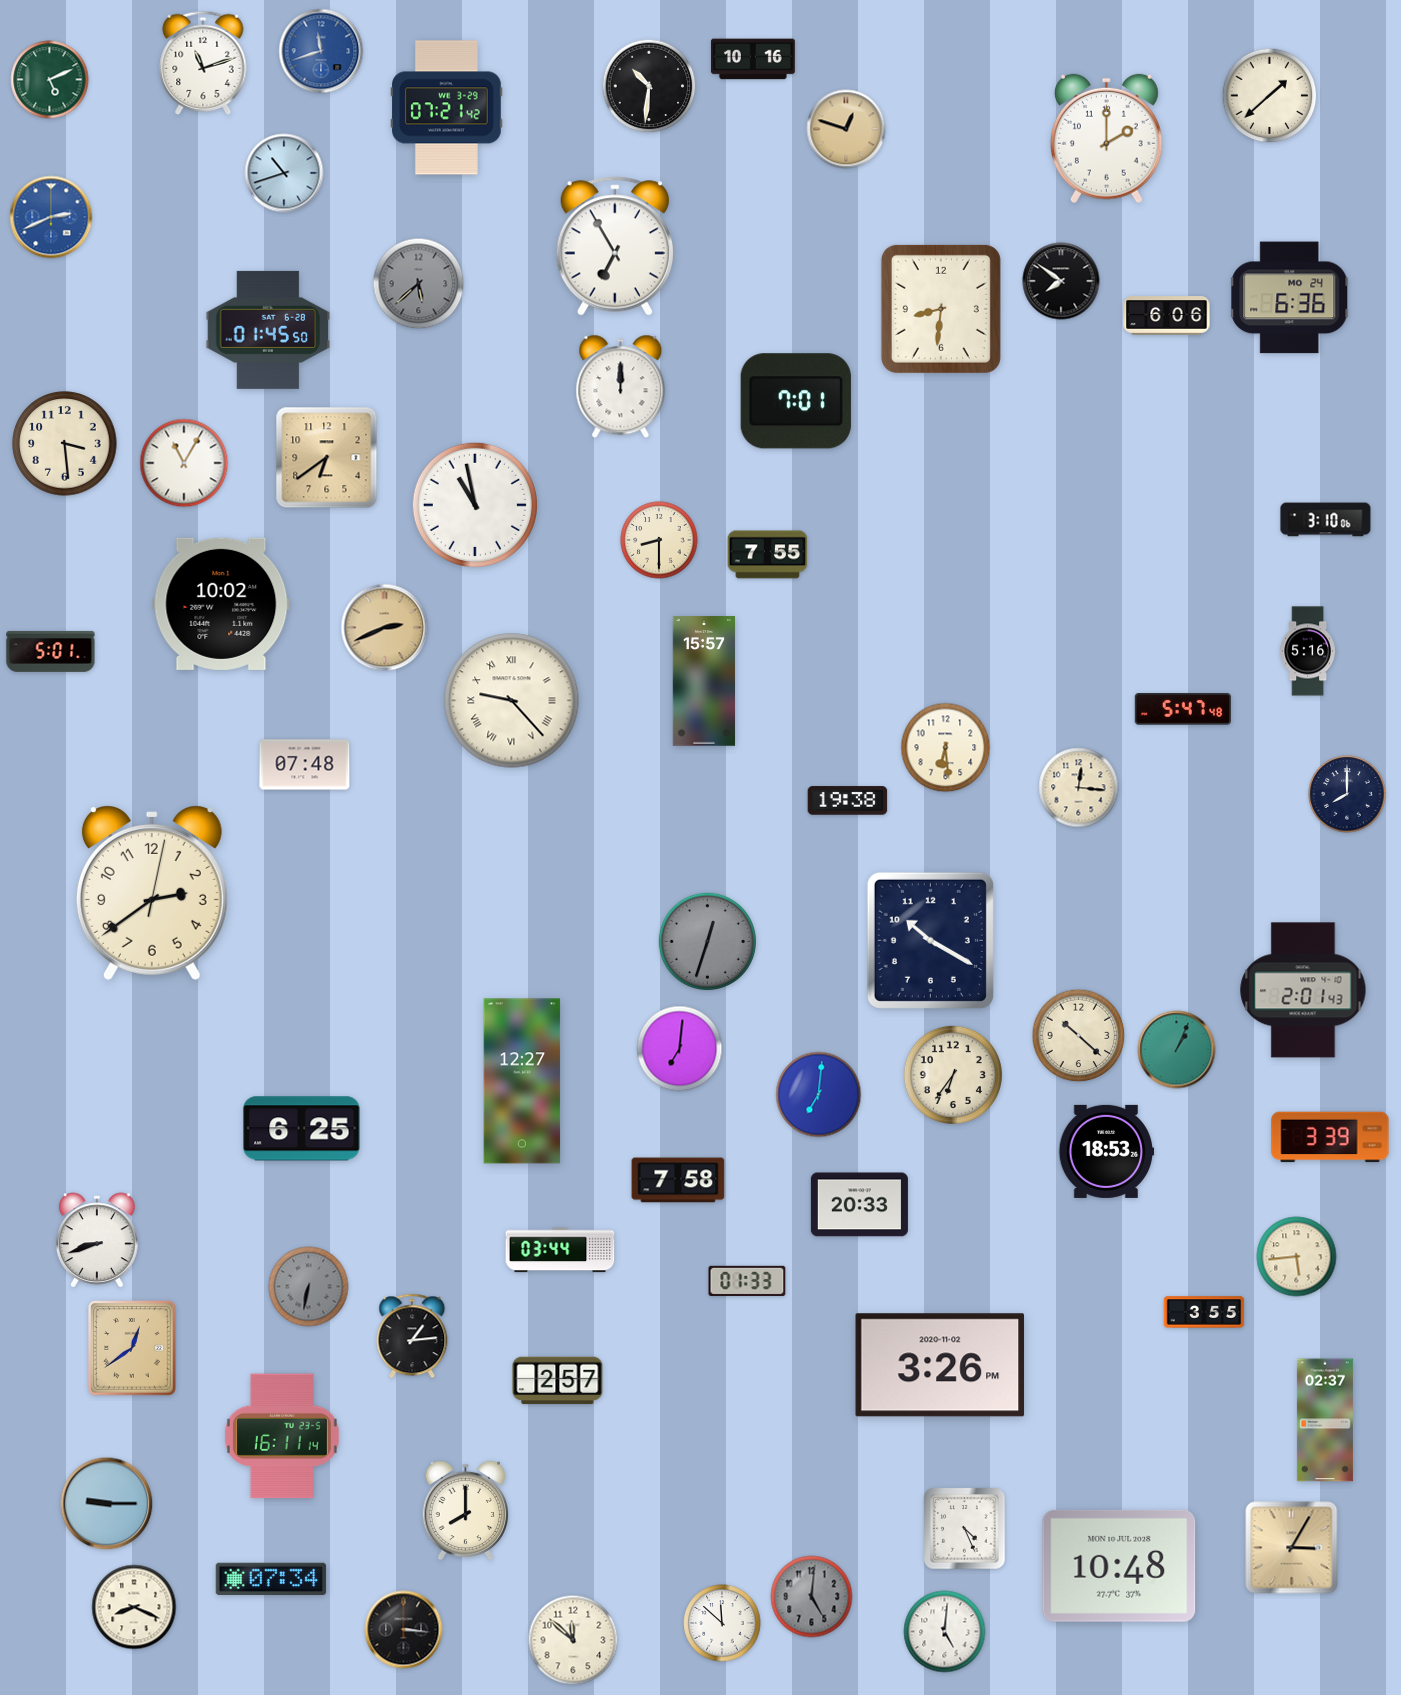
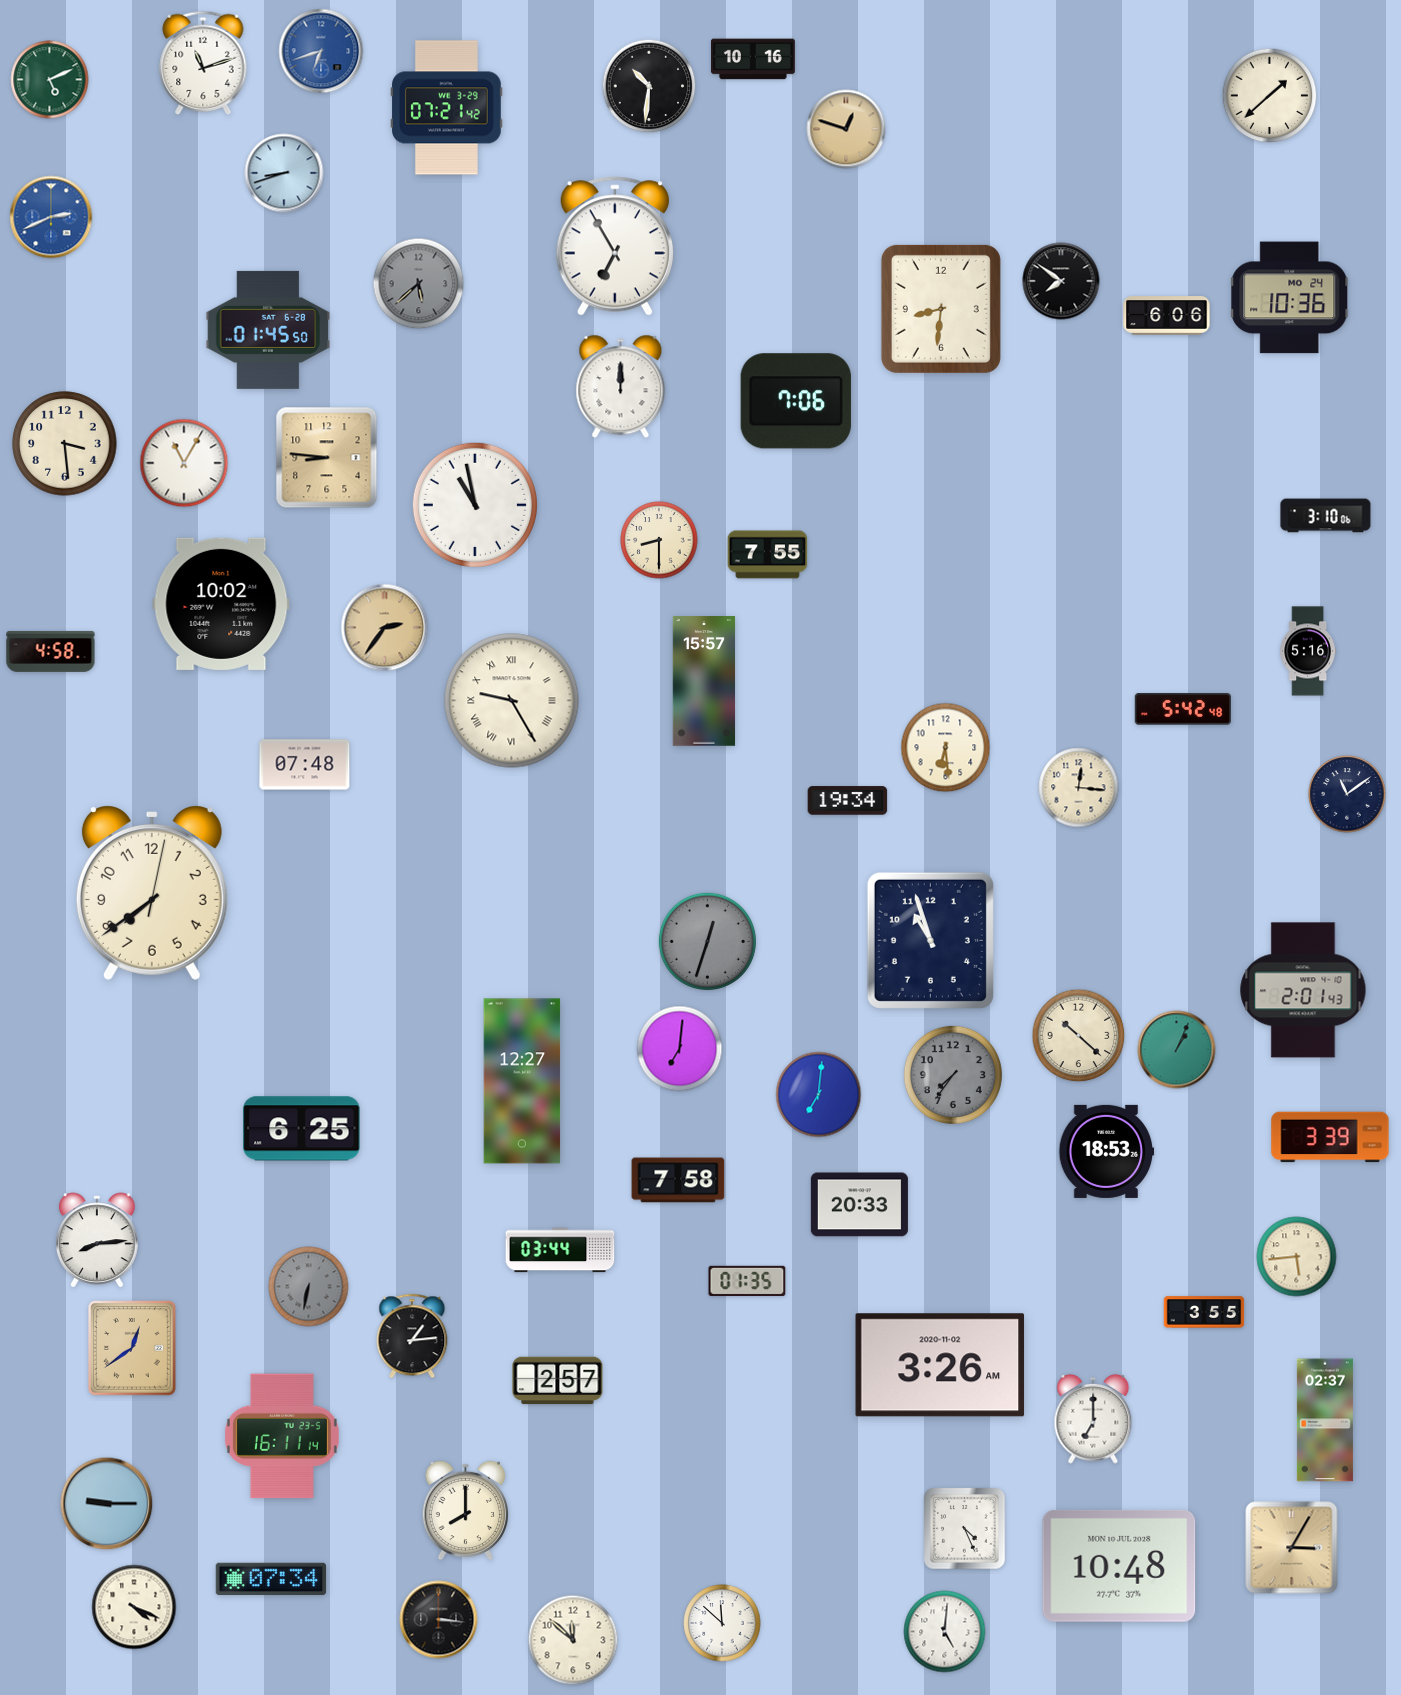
clock at (321, 51): 11:42 -> 6:42
clock at (1106, 139): 2:00 -> none
clock at (284, 173): 10:42 -> 8:42
clock at (1290, 298): 6:36 -> 10:36
clock at (796, 401): 7:01 -> 7:06
clock at (327, 458): 6:39 -> 8:46
clock at (1326, 520) position: (1326, 520) -> (1326, 516)
clock at (385, 628): 2:41 -> 2:36
clock at (51, 651): 5:01 -> 4:58
clock at (512, 701): 9:23 -> 9:25
clock at (1183, 709): 5:47 -> 5:42
clock at (1347, 794): 8:00 -> 11:09
clock at (848, 801): 19:38 -> 19:34
clock at (152, 893): 2:39 -> 7:39
clock at (930, 940): 10:20 -> 10:57
clock at (953, 1075): 6:36 -> 7:36
clock at (953, 1075) dial: cream -> grey
clock at (98, 1240): 8:42 -> 8:14
clock at (747, 1280): 01:33 -> 01:35
clock at (940, 1365): 3:26 PM -> 3:26 AM
clock at (1093, 1419): none -> 7:00
clock at (812, 1597): 5:01 -> none
clock at (134, 1607): 8:19 -> 4:19
clock at (404, 1630) position: (404, 1630) -> (439, 1620)
